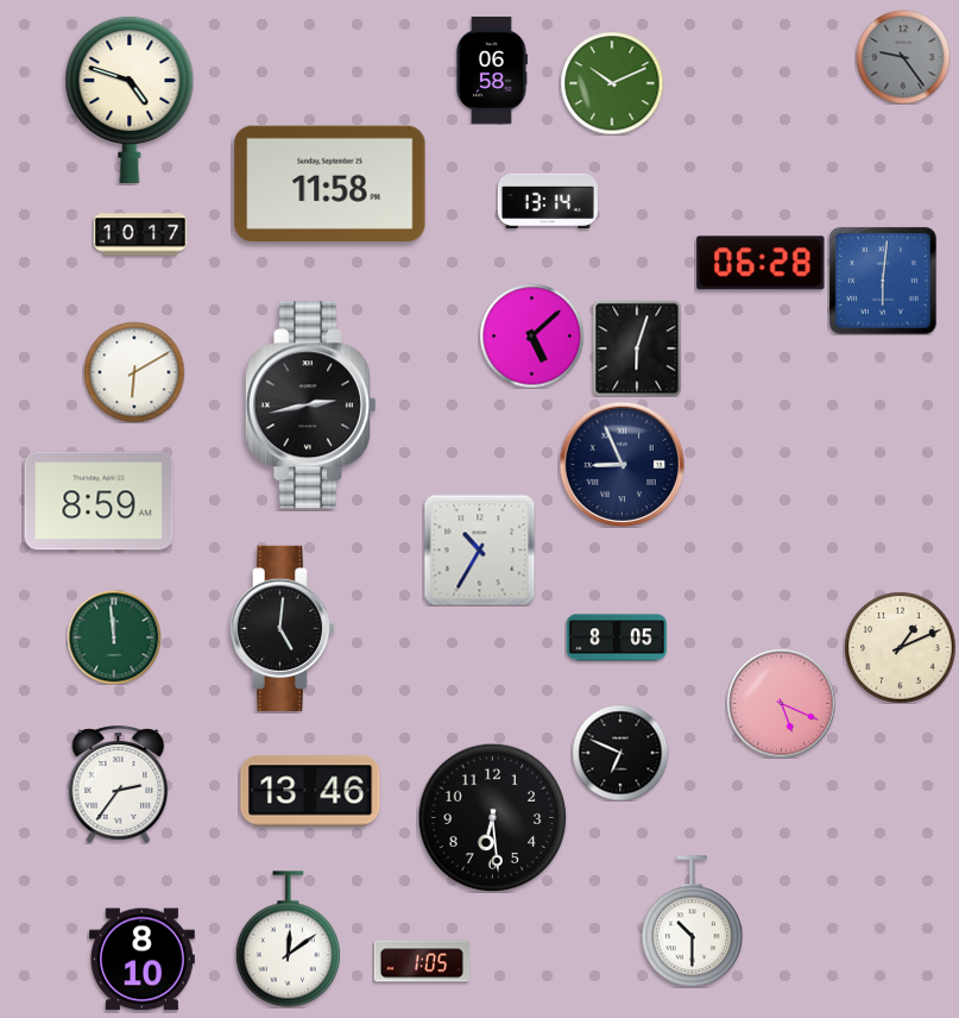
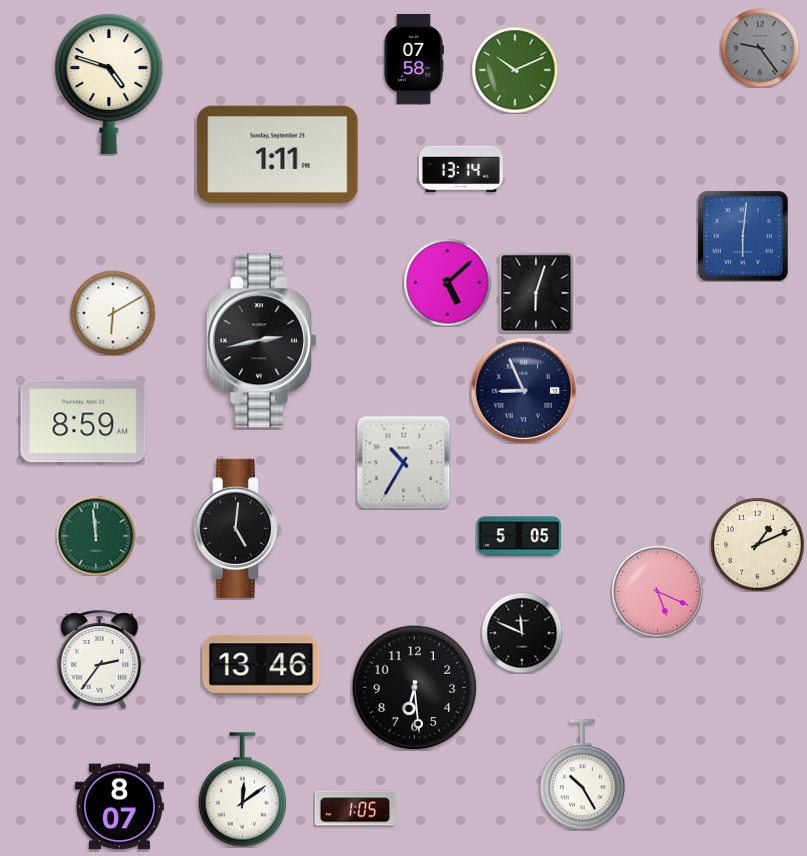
clock at (491, 70): 06:58 -> 07:58
clock at (330, 183): 11:58 -> 1:11
clock at (140, 234): 10:17 -> none
clock at (761, 263): 06:28 -> none
clock at (617, 637): 8:05 -> 5:05
clock at (620, 753): 6:49 -> 11:49
clock at (692, 922): 10:30 -> 10:25
clock at (141, 960): 8:10 -> 8:07
